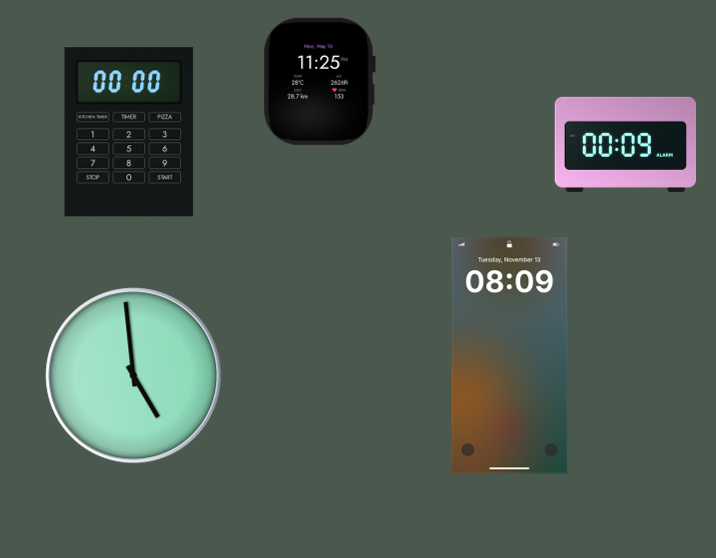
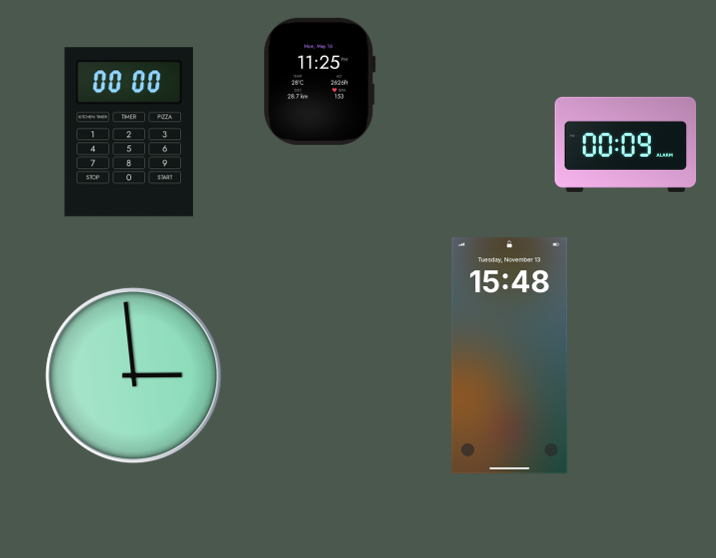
clock at (510, 356): 08:09 -> 15:48
clock at (134, 376): 4:59 -> 2:59
